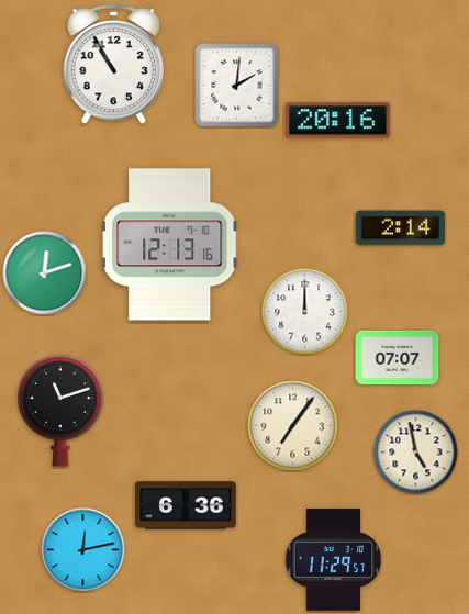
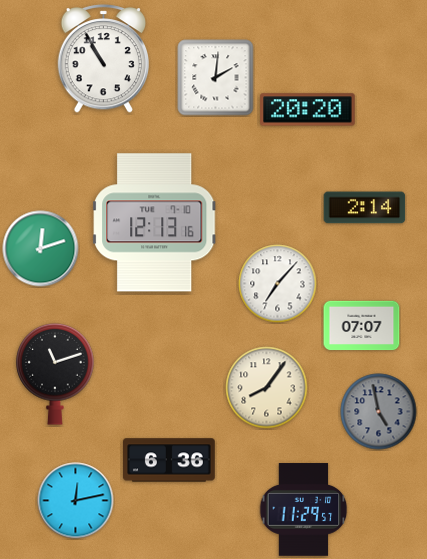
clock at (338, 121): 20:16 -> 20:20
clock at (305, 312): 12:00 -> 7:07
clock at (293, 426): 7:06 -> 8:06
clock at (416, 453) dial: cream -> grey
